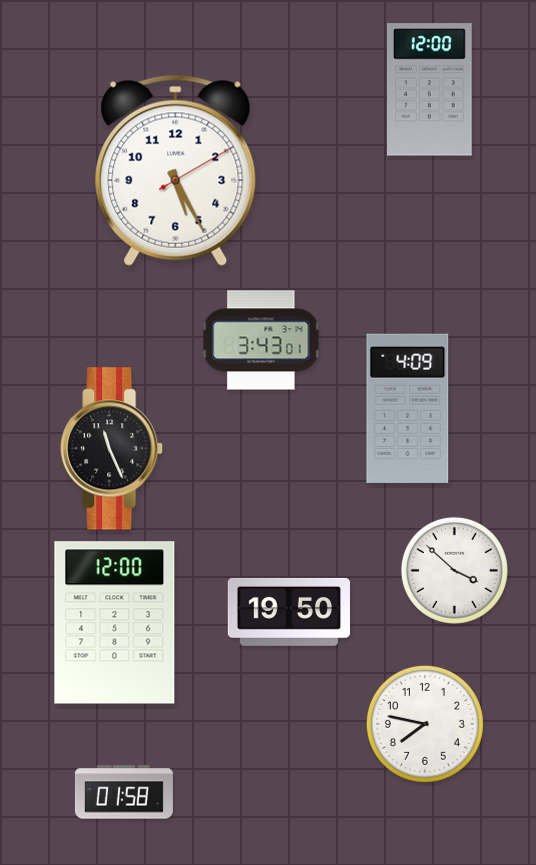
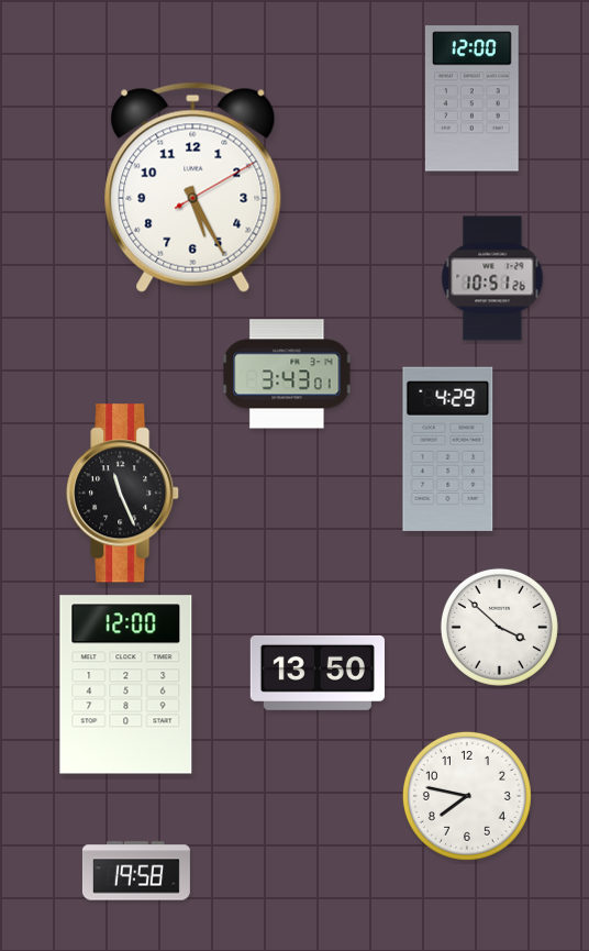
clock at (492, 278): none -> 10:51
clock at (408, 408): 4:09 -> 4:29
clock at (289, 612): 19:50 -> 13:50
clock at (124, 792): 01:58 -> 19:58
